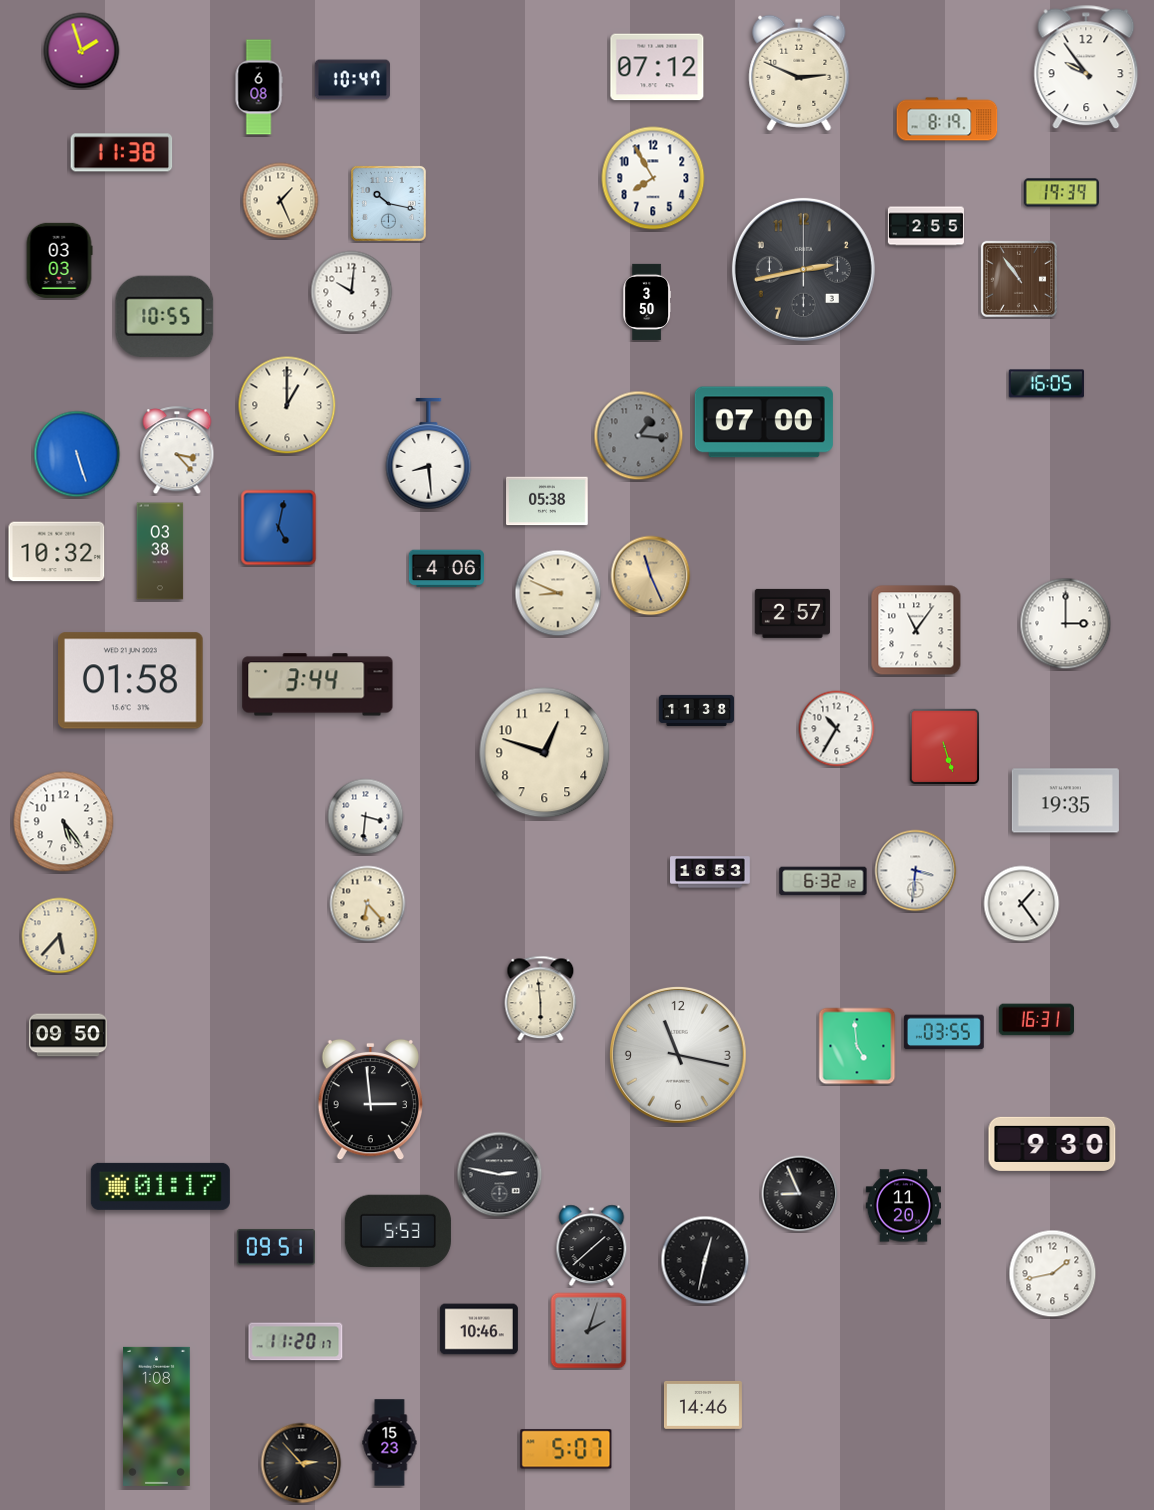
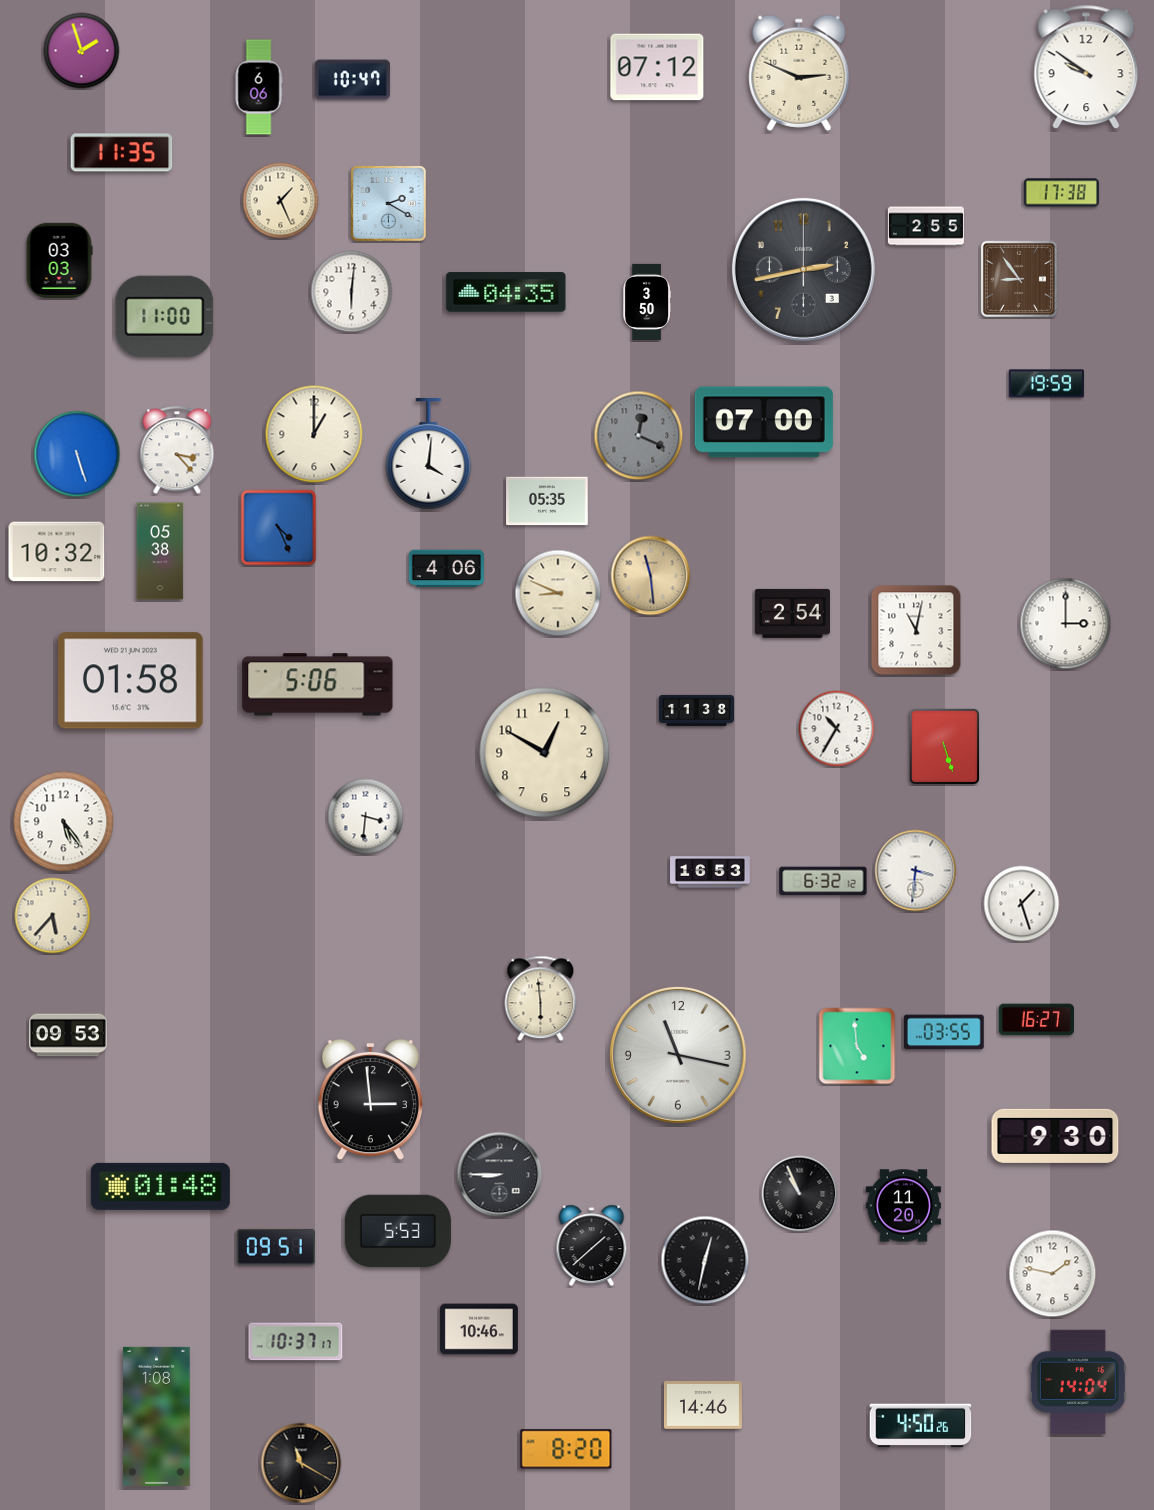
clock at (1086, 67): 9:54 -> 9:51
clock at (259, 87): 6:08 -> 6:06
clock at (947, 119): 8:19 -> none
clock at (122, 153): 11:38 -> 11:35
clock at (653, 178): 7:55 -> none
clock at (1061, 193): 19:39 -> 17:38
clock at (388, 203): 10:17 -> 2:20
clock at (1019, 279): 10:54 -> 8:54
clock at (352, 292): 10:01 -> 6:01
clock at (506, 292): none -> 04:35
clock at (165, 316): 10:55 -> 11:00
clock at (1046, 384): 16:05 -> 19:59
clock at (287, 405) position: (287, 405) -> (314, 434)
clock at (639, 436): 1:16 -> 12:19
clock at (429, 454): 8:29 -> 4:01
clock at (547, 501): 05:38 -> 05:35
clock at (279, 528): 5:02 -> 4:26
clock at (160, 551): 03:38 -> 05:38
clock at (651, 576): 11:26 -> 11:29
clock at (792, 613): 2:57 -> 2:54
clock at (916, 630): 11:06 -> 11:02
clock at (318, 685): 3:44 -> 5:06
clock at (545, 753): 12:48 -> 12:50
clock at (1065, 801): 19:35 -> none
clock at (368, 904): 6:23 -> none
clock at (1022, 904): 1:24 -> 1:27
clock at (60, 936) position: (60, 936) -> (53, 916)
clock at (1036, 1020): 16:31 -> 16:27
clock at (68, 1035): 09:50 -> 09:53
clock at (1052, 1144) position: (1052, 1144) -> (1055, 1136)
clock at (500, 1175): 2:47 -> 8:45
clock at (160, 1186): 01:17 -> 01:48
clock at (800, 1194): 8:56 -> 10:56
clock at (1053, 1274): 1:43 -> 1:47
clock at (589, 1331): 2:03 -> none
clock at (296, 1342): 11:20 -> 10:37
clock at (1078, 1381): none -> 14:04
clock at (921, 1426): none -> 4:50
clock at (390, 1443): 15:23 -> none
clock at (566, 1449): 5:07 -> 8:20
clock at (301, 1463): 2:53 -> 11:20
